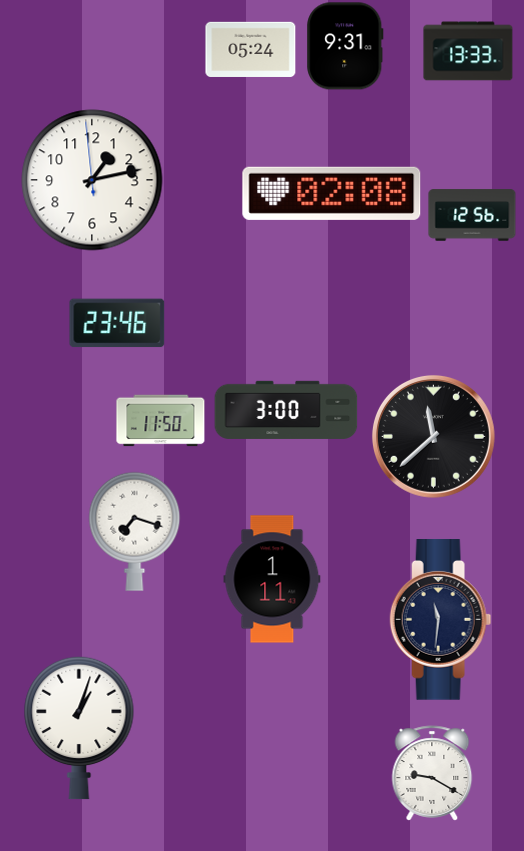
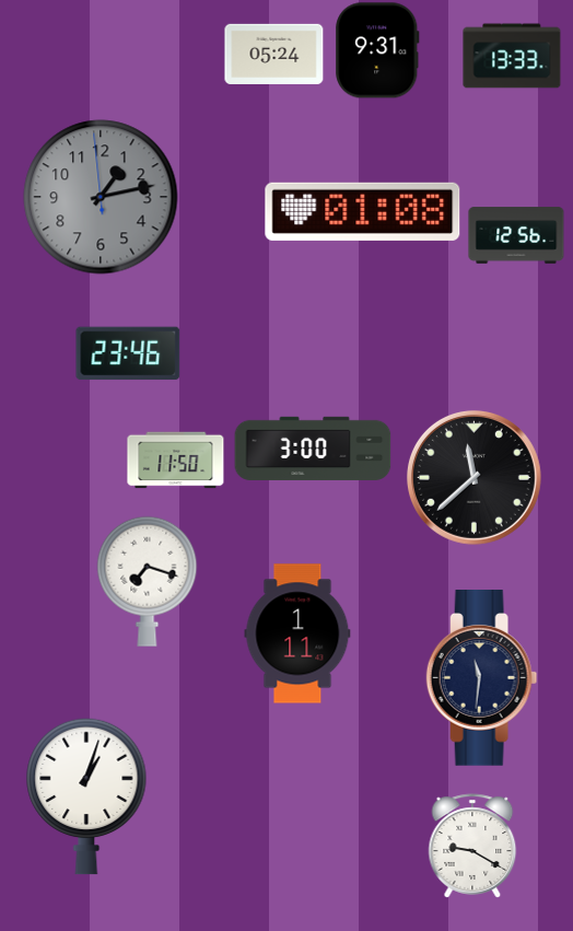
clock at (92, 180) dial: white -> grey
clock at (332, 193): 02:08 -> 01:08
